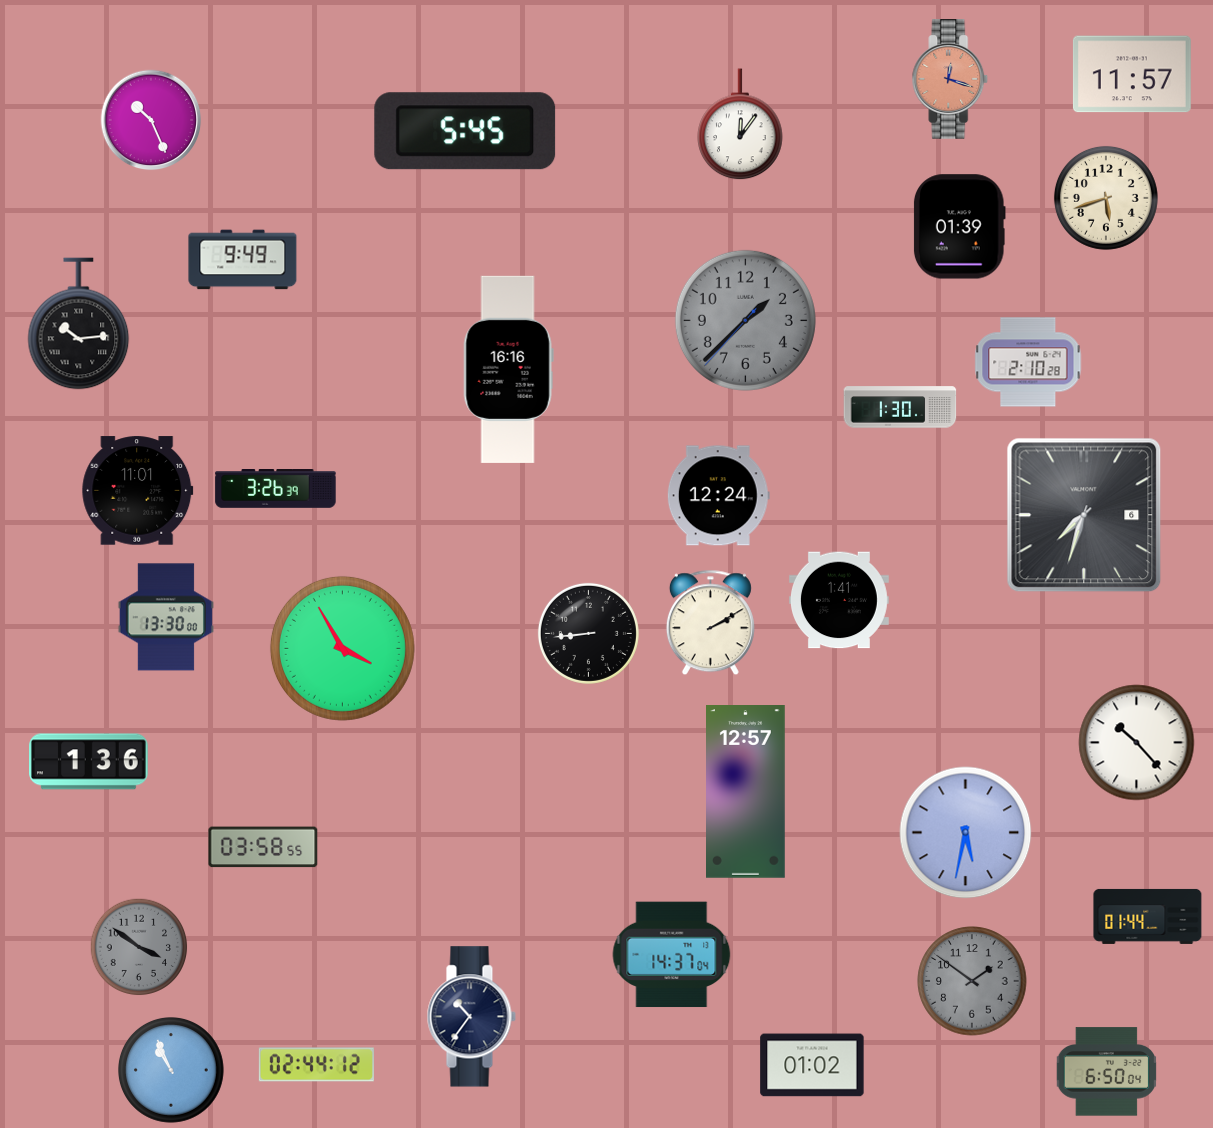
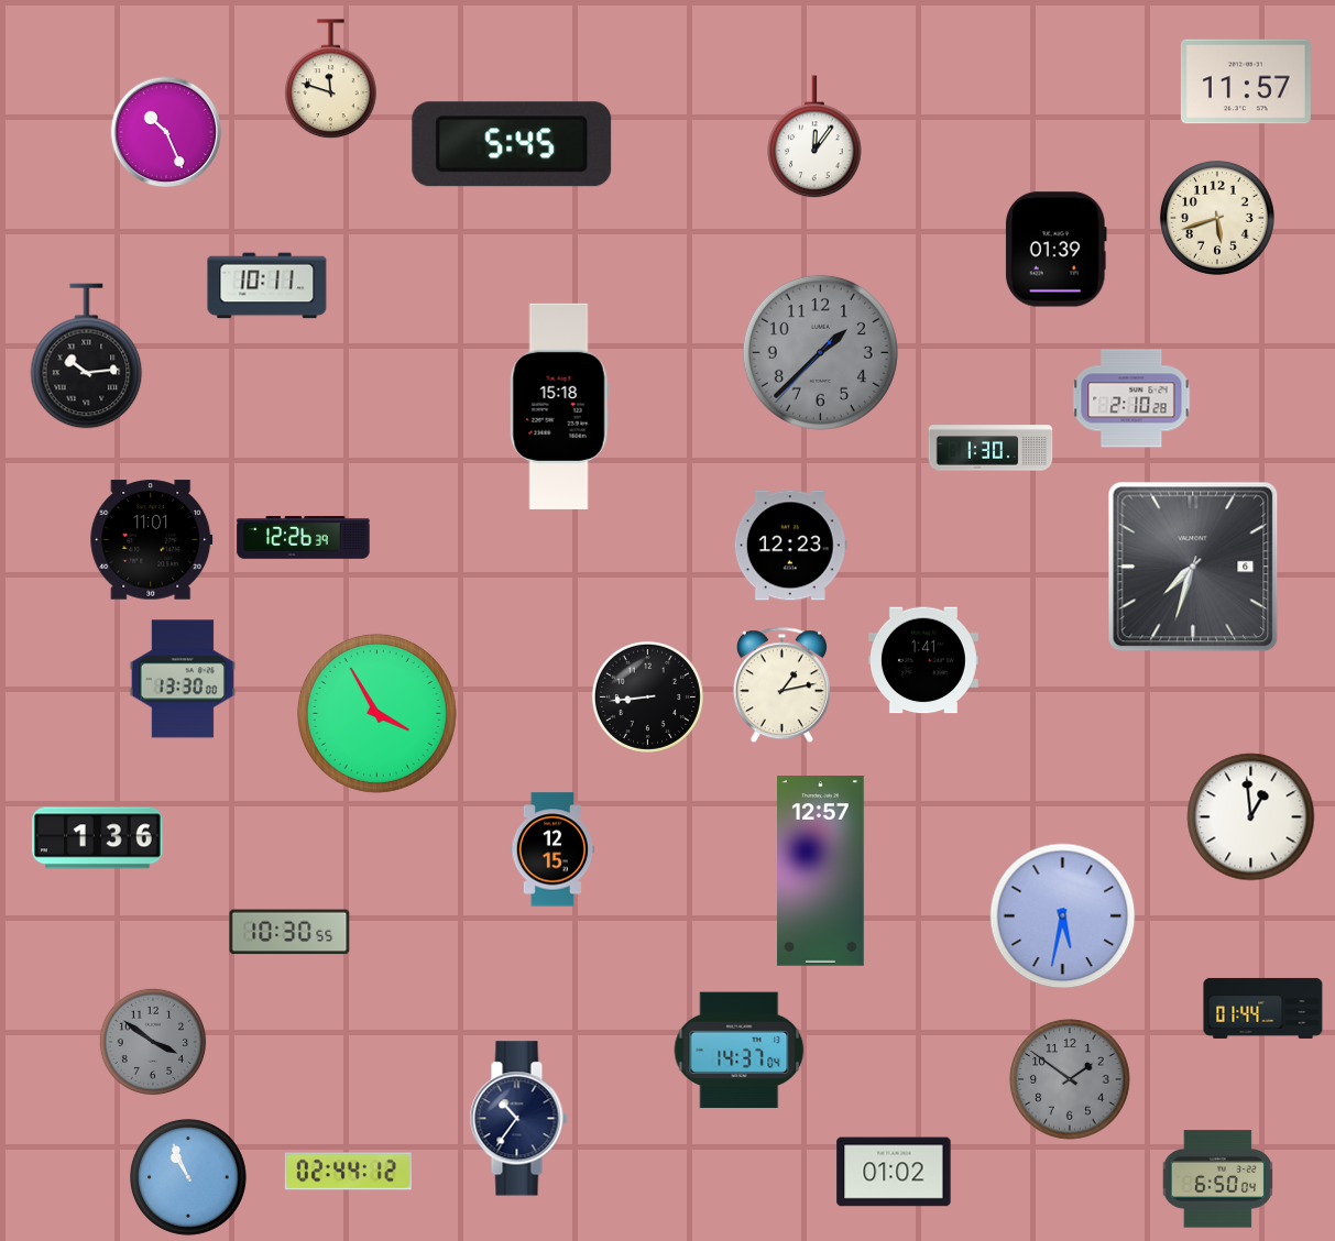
clock at (331, 79): none -> 11:48
clock at (950, 79): 12:18 -> none
clock at (243, 260): 9:49 -> 10:11
clock at (508, 369): 16:16 -> 15:18
clock at (276, 489): 3:26 -> 12:26
clock at (718, 496): 12:24 -> 12:23
clock at (710, 623): 2:10 -> 1:13
clock at (1137, 743): 10:23 -> 12:59
clock at (552, 849): none -> 12:15
clock at (263, 847): 03:58 -> 10:30
